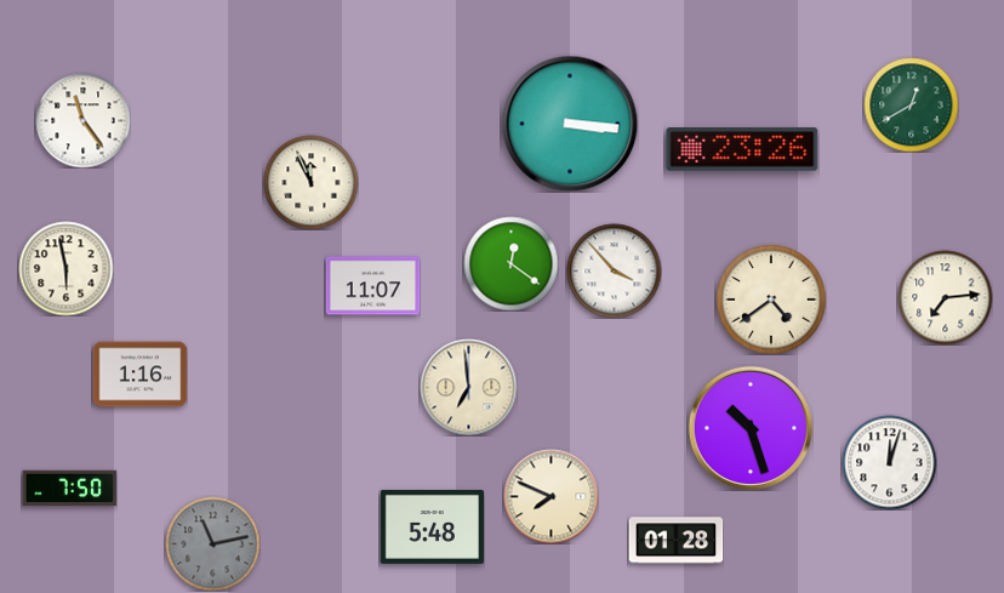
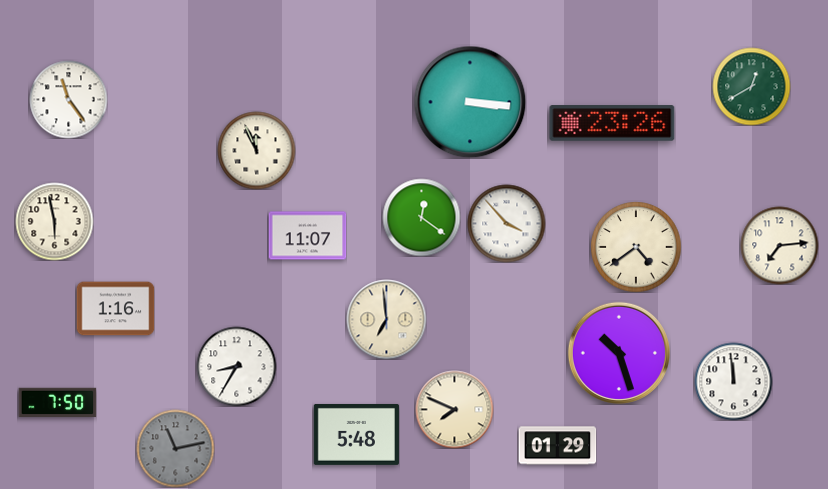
clock at (236, 366): none -> 8:35
clock at (889, 462): 12:03 -> 11:59
clock at (675, 541): 01:28 -> 01:29
